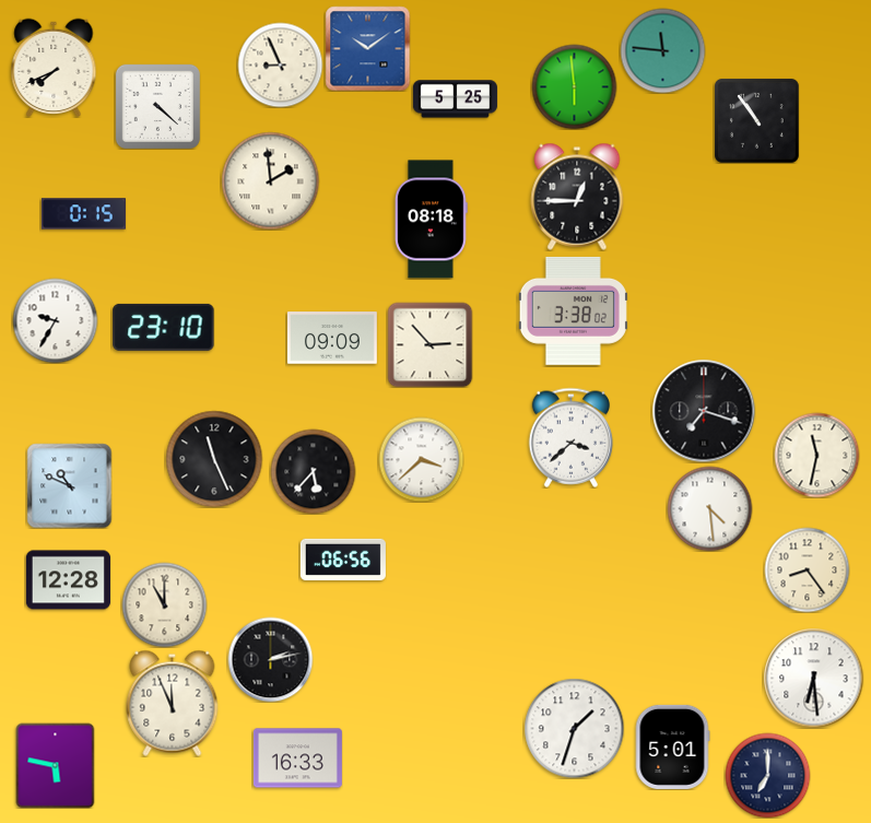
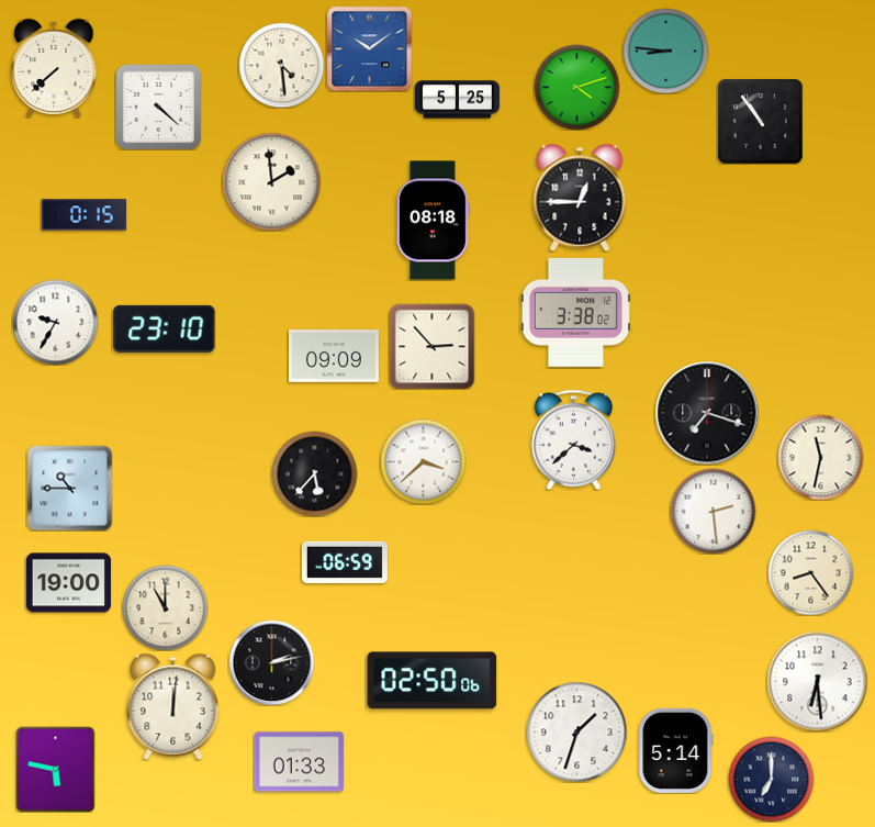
clock at (662, 50): 11:46 -> 8:46
clock at (280, 64): 8:56 -> 4:29
clock at (54, 68): 7:41 -> 7:38
clock at (574, 86): 5:59 -> 4:12
clock at (332, 338) position: (332, 338) -> (334, 356)
clock at (214, 459): 11:26 -> none
clock at (69, 485): 10:49 -> 10:45
clock at (709, 508): 4:29 -> 2:29
clock at (343, 560): 06:56 -> 06:59
clock at (68, 580): 12:28 -> 19:00
clock at (433, 681): none -> 02:50
clock at (173, 703): 11:56 -> 12:01
clock at (672, 746): 5:01 -> 5:14
clock at (297, 759): 16:33 -> 01:33
